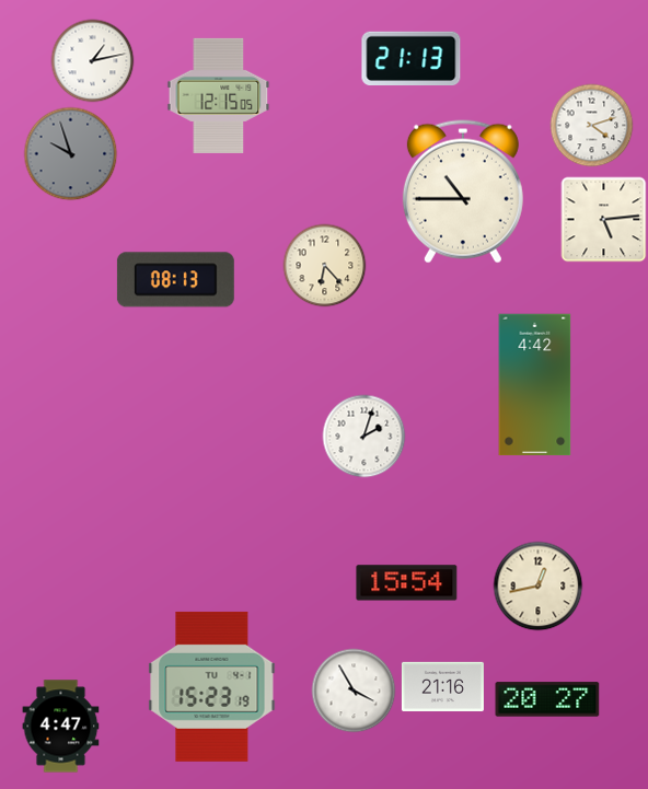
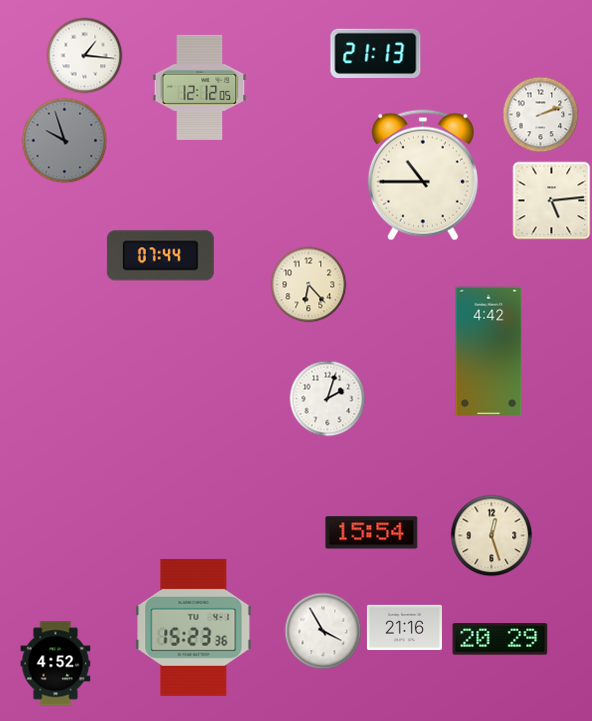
clock at (93, 61): 1:13 -> 1:16
clock at (219, 95): 12:15 -> 12:12
clock at (592, 126): 4:12 -> 2:12
clock at (325, 266) position: (325, 266) -> (309, 285)
clock at (175, 280): 08:13 -> 07:44
clock at (364, 437) position: (364, 437) -> (328, 399)
clock at (539, 587): 12:43 -> 12:27
clock at (212, 686): 15:23:19 -> 15:23:36
clock at (547, 699): 20:27 -> 20:29
clock at (61, 727): 4:47 -> 4:52
